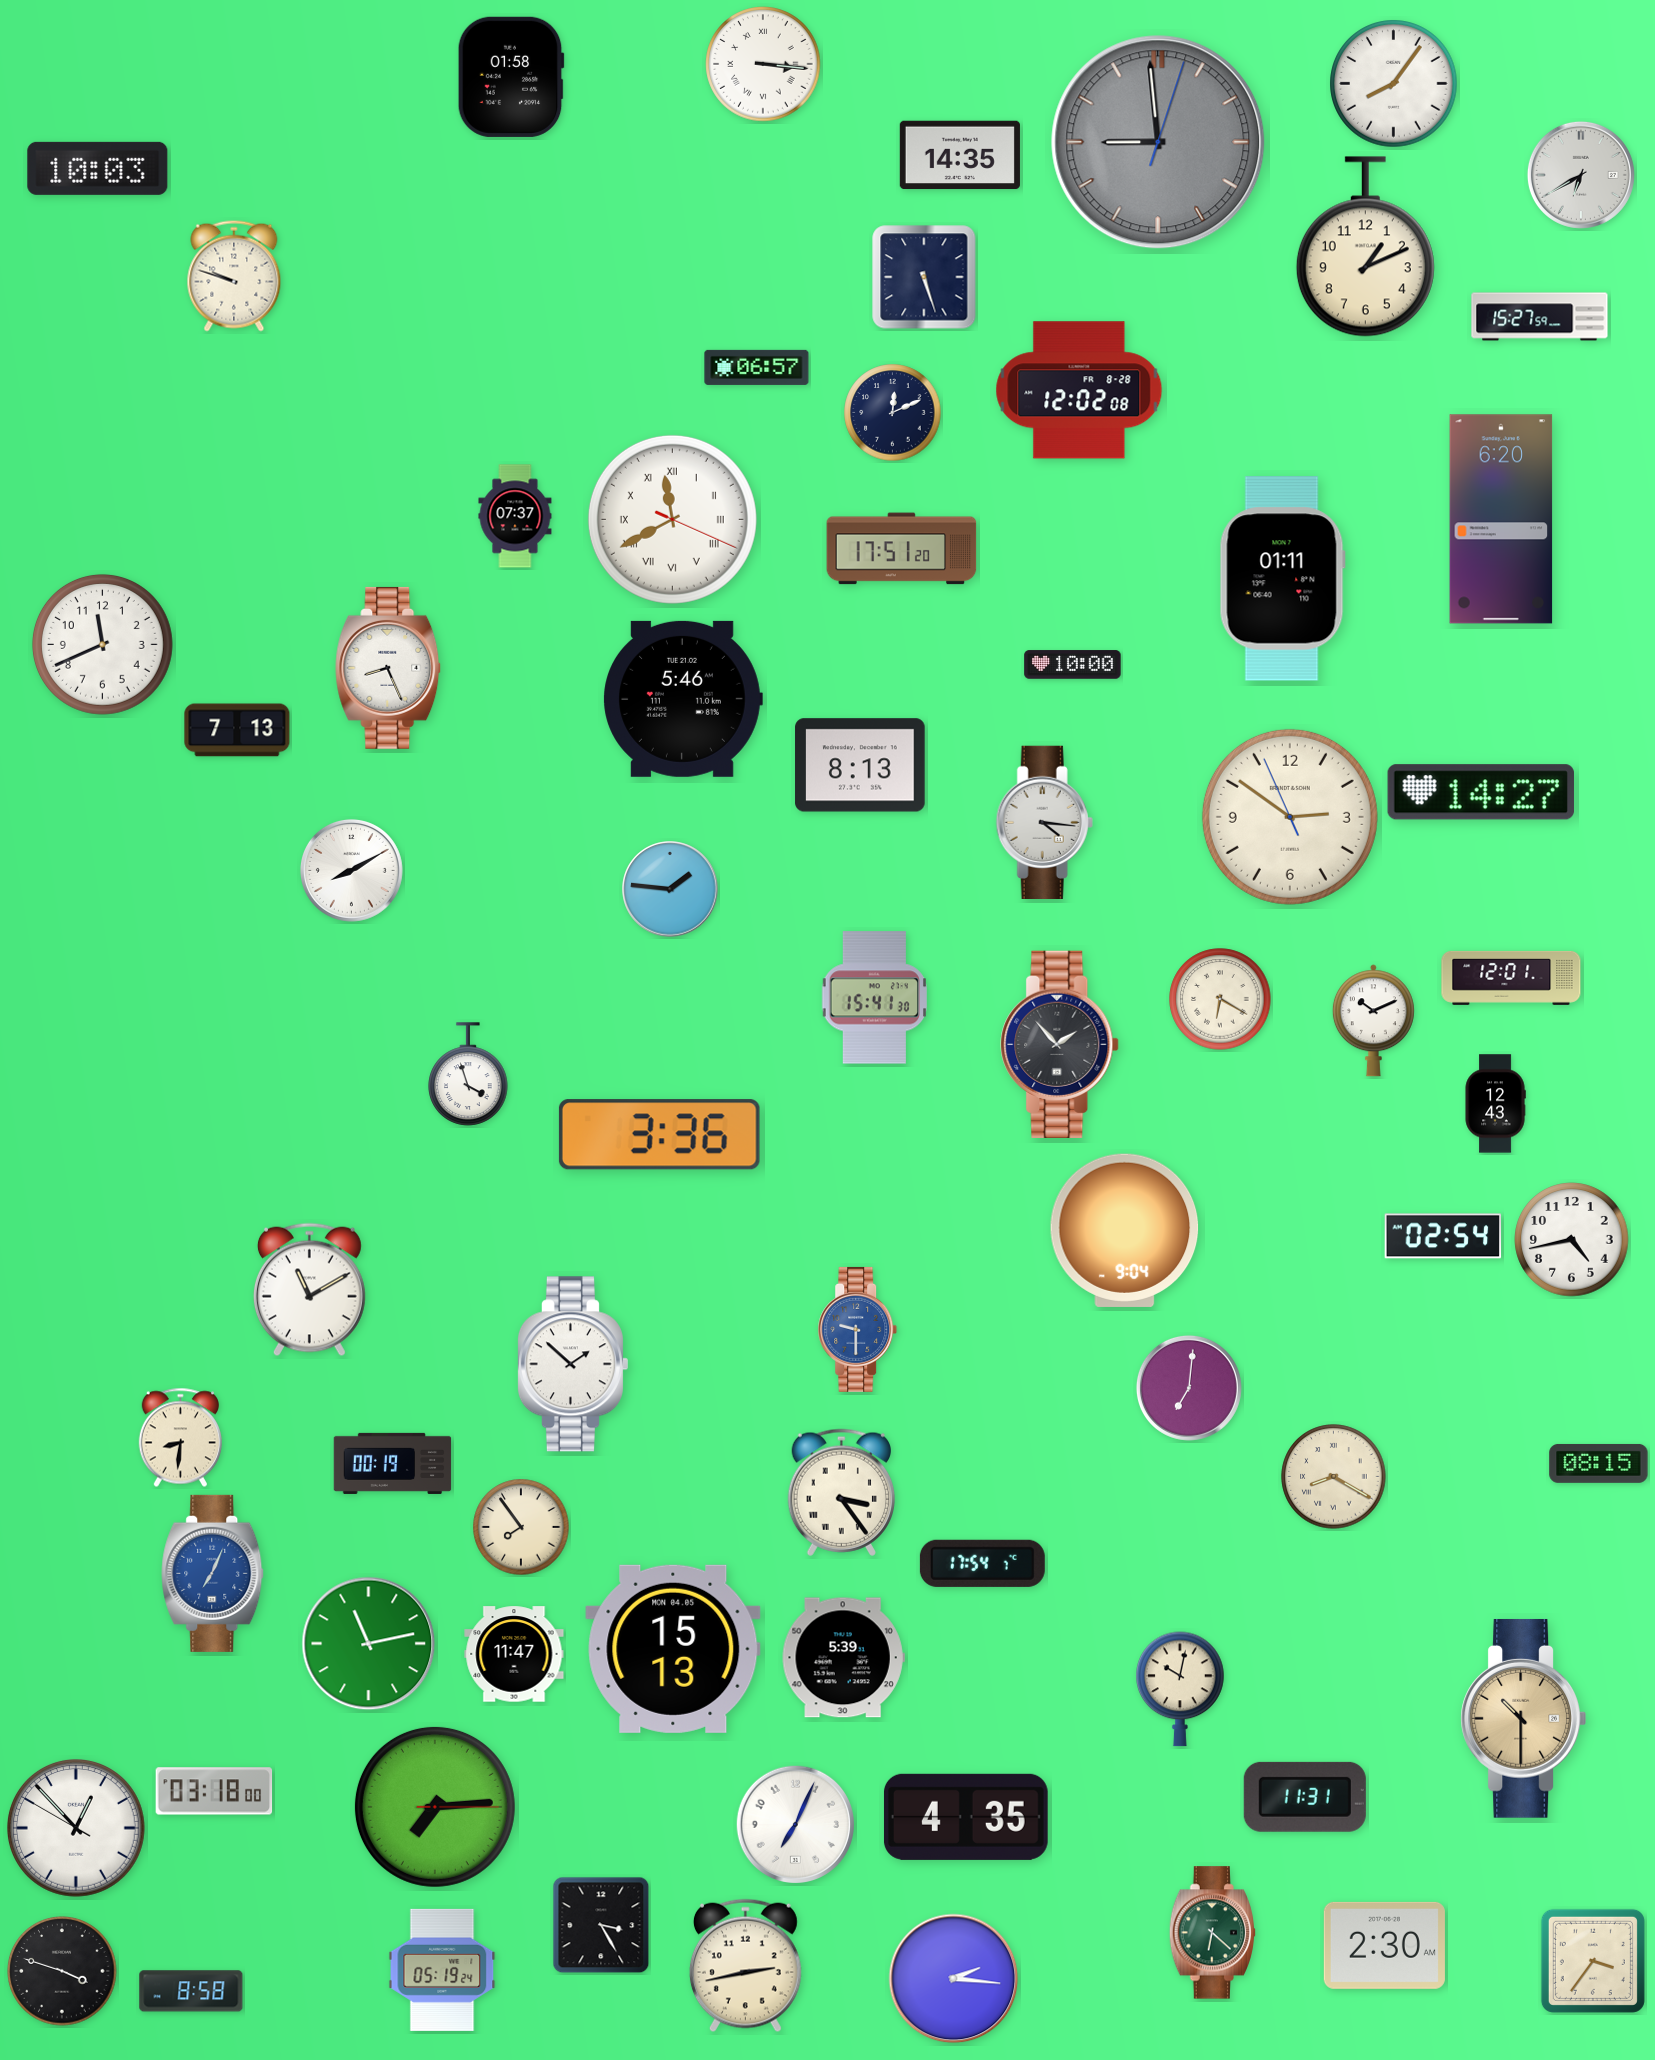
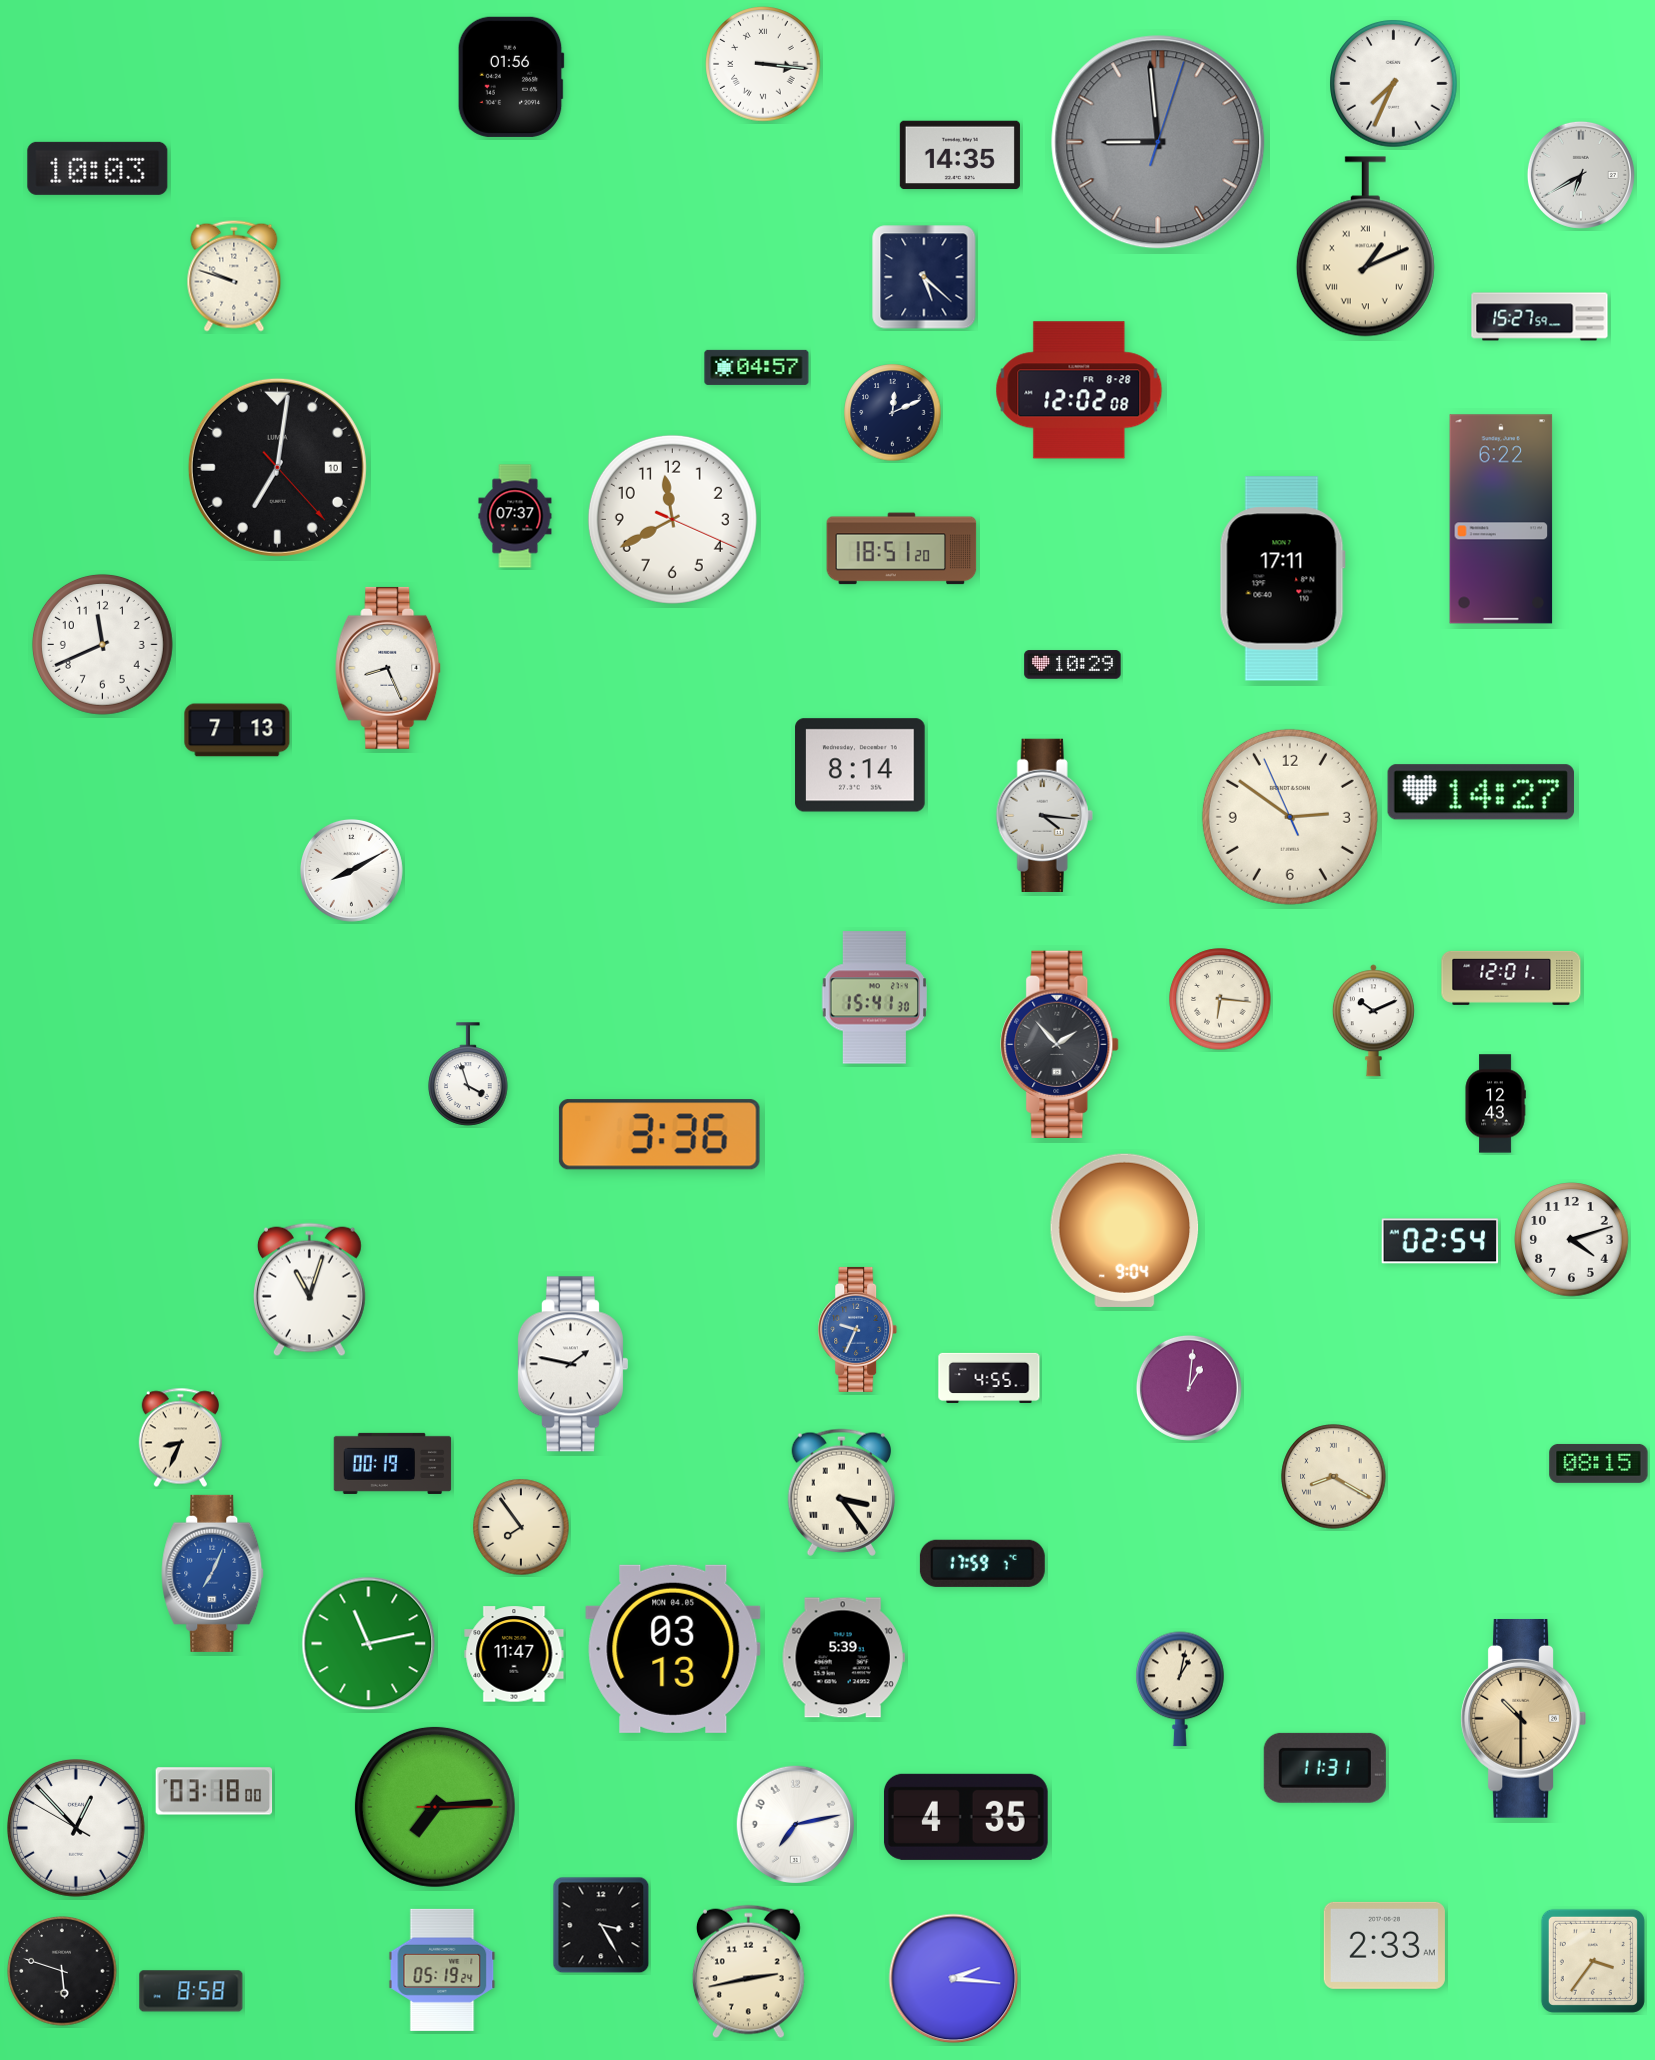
clock at (511, 77): 01:58 -> 01:56
clock at (1394, 84): 8:06 -> 7:34
clock at (1365, 247) numerals: Arabic -> Roman
clock at (924, 277): 5:27 -> 5:22
clock at (757, 367): 06:57 -> 04:57
clock at (277, 467): none -> 7:01
clock at (672, 519) numerals: Roman -> Arabic
clock at (1501, 519): 6:20 -> 6:22
clock at (902, 549): 17:51 -> 18:51
clock at (1282, 579): 01:11 -> 17:11
clock at (1073, 665): 10:00 -> 10:29
clock at (683, 699): 5:46 -> none
clock at (860, 765): 8:13 -> 8:14
clock at (1044, 822) position: (1044, 822) -> (1044, 815)
clock at (670, 889): 1:46 -> none
clock at (1220, 999): 6:20 -> 6:16
clock at (1443, 1236) position: (1443, 1236) -> (1440, 1241)
clock at (1572, 1240): 4:43 -> 4:12
clock at (309, 1290): 11:10 -> 11:03
clock at (858, 1329): 9:30 -> 9:34
clock at (572, 1364): 1:52 -> 1:47
clock at (989, 1378): none -> 4:55
clock at (1189, 1388): 7:01 -> 1:01
clock at (180, 1438): 8:31 -> 8:34
clock at (982, 1563): 17:54 -> 17:59
clock at (673, 1649): 15:13 -> 03:13
clock at (1180, 1689): 10:02 -> 1:02
clock at (1305, 1797) position: (1305, 1797) -> (1325, 1768)
clock at (795, 1824): 7:04 -> 7:13
clock at (1212, 1933): 6:22 -> none
clock at (1384, 1945): 2:30 -> 2:33
clock at (745, 1966) position: (745, 1966) -> (748, 1972)
clock at (62, 1971): 3:48 -> 5:48
